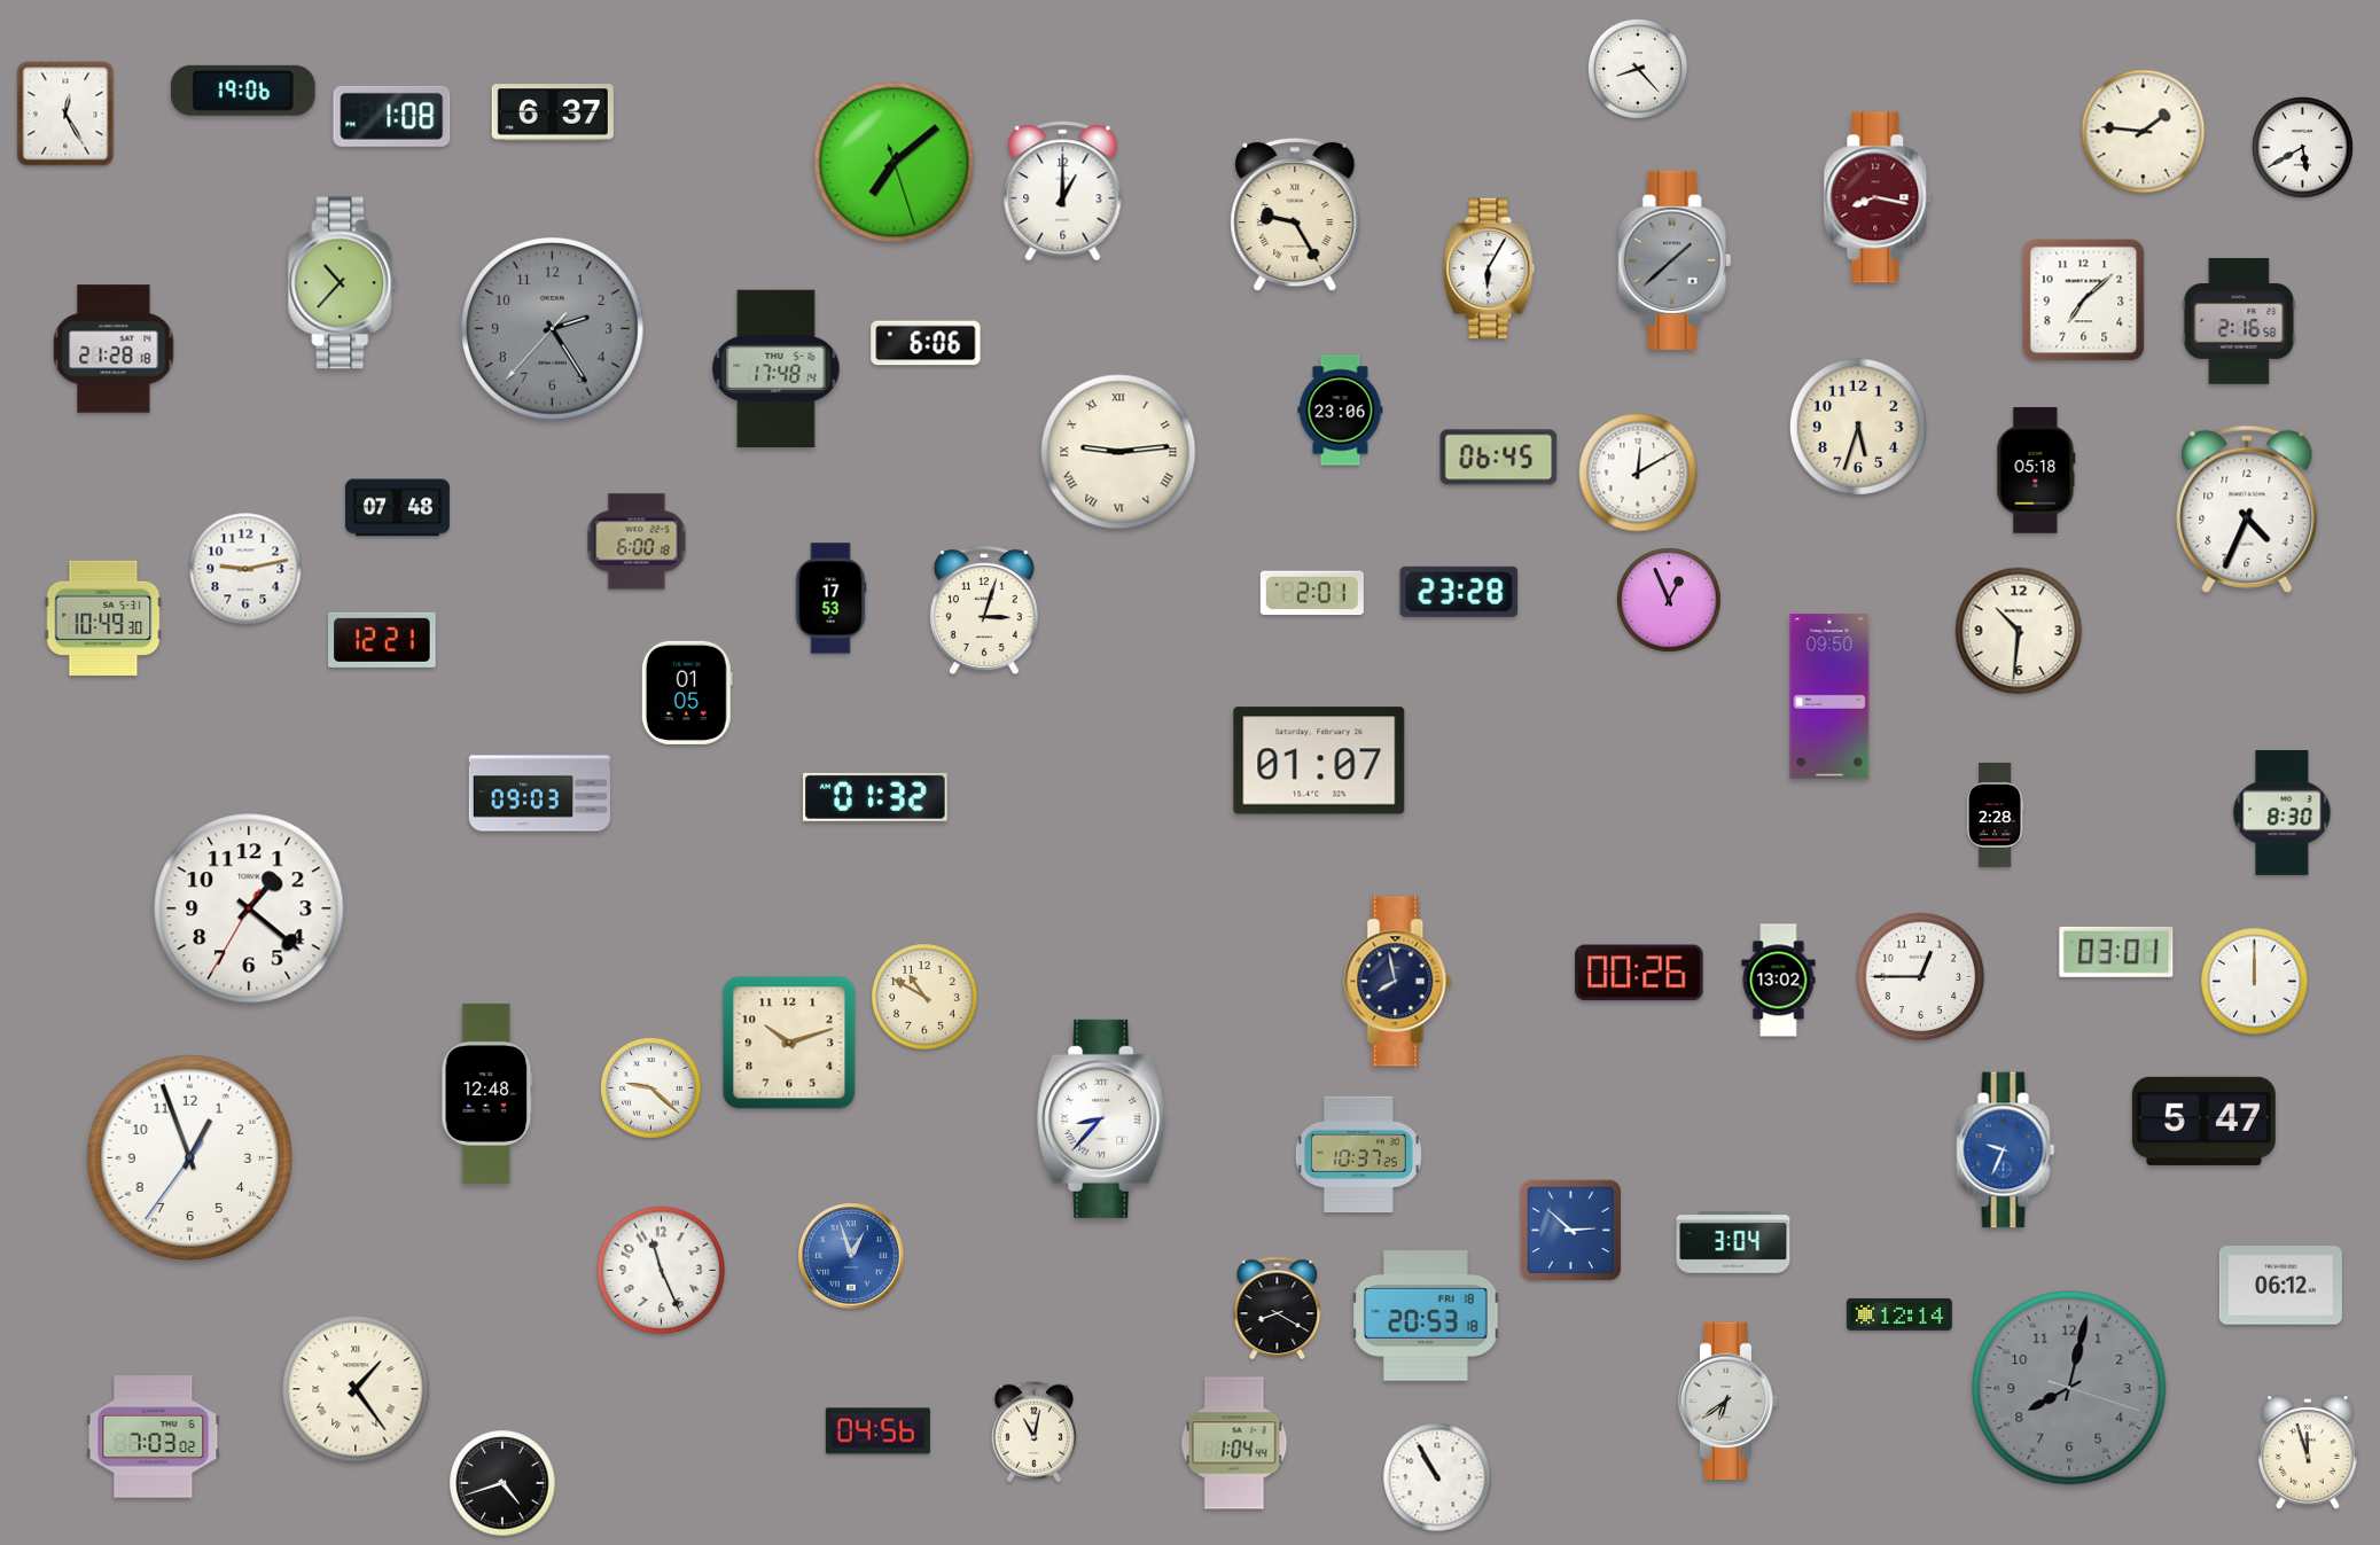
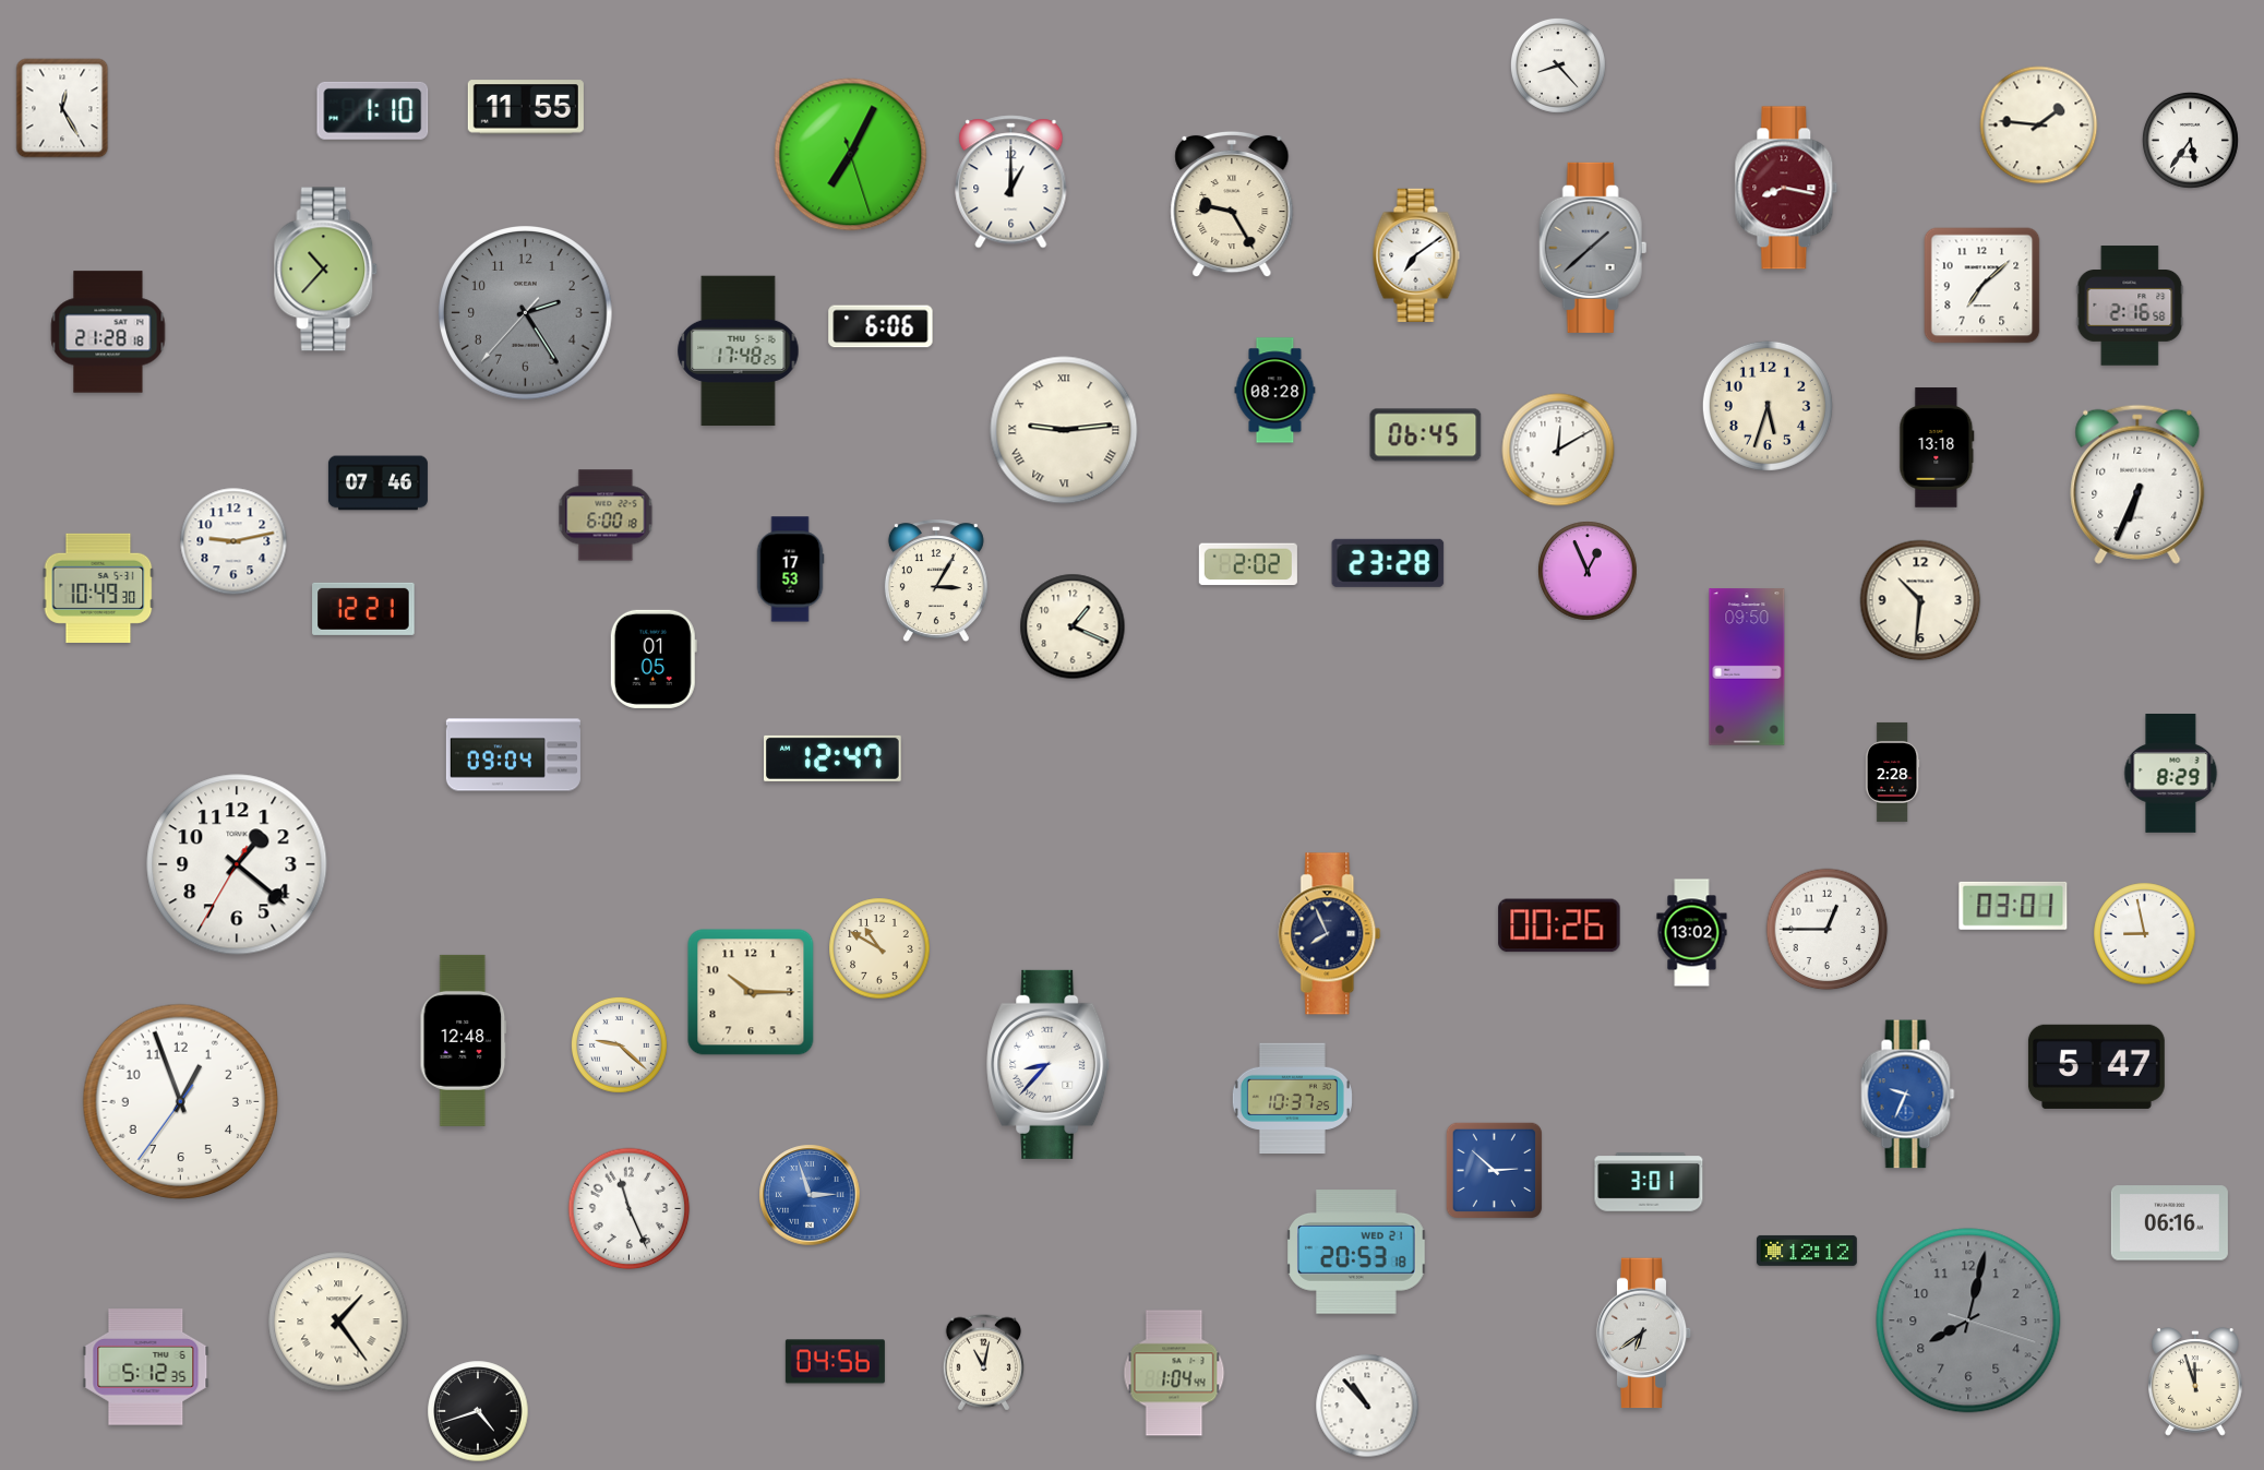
clock at (243, 91): 19:06 -> none
clock at (553, 112): 6:37 -> 11:55
clock at (392, 116): 1:08 -> 1:10
clock at (2303, 148): 5:40 -> 5:36
clock at (895, 163): 7:08 -> 7:04
clock at (1489, 268): 6:05 -> 7:09
clock at (777, 369): 17:48:14 -> 17:48:25
clock at (1341, 411): 23:06 -> 08:28
clock at (2036, 470): 05:18 -> 13:18
clock at (397, 508): 07:48 -> 07:46
clock at (2247, 509): 4:34 -> 6:34
clock at (1312, 593): 2:01 -> 2:02
clock at (984, 611): 3:03 -> 3:05
clock at (1073, 626): none -> 1:19
clock at (1829, 696) position: (1829, 696) -> (1747, 667)
clock at (1319, 760): 01:07 -> none
clock at (539, 794): 09:03 -> 09:04
clock at (876, 797): 01:32 -> 12:47
clock at (2283, 813): 8:30 -> 8:29
clock at (1995, 814) position: (1995, 814) -> (1892, 772)
clock at (1398, 982): 7:58 -> 7:56
clock at (2255, 982): 12:00 -> 8:58
clock at (789, 1043): 10:12 -> 10:15
clock at (651, 1088) position: (651, 1088) -> (620, 1045)
clock at (1733, 1242): 3:04 -> 3:01
clock at (851, 1256): 12:57 -> 2:57
clock at (2280, 1286): 06:12 -> 06:16
clock at (1278, 1308): 8:20 -> none
clock at (1899, 1314): 12:14 -> 12:12
clock at (1426, 1317) date: FRI 18 -> WED 21
clock at (154, 1437): 7:03 -> 5:12
clock at (1437, 1477): 10:55 -> 10:53
